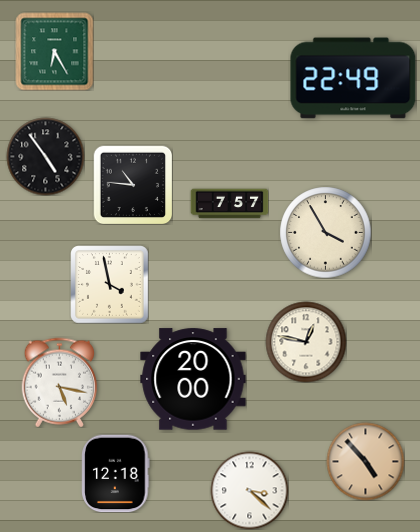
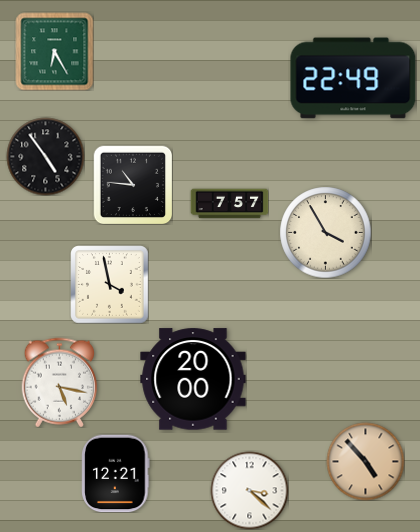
clock at (306, 342): 12:47 -> none
clock at (116, 473): 12:18 -> 12:21
